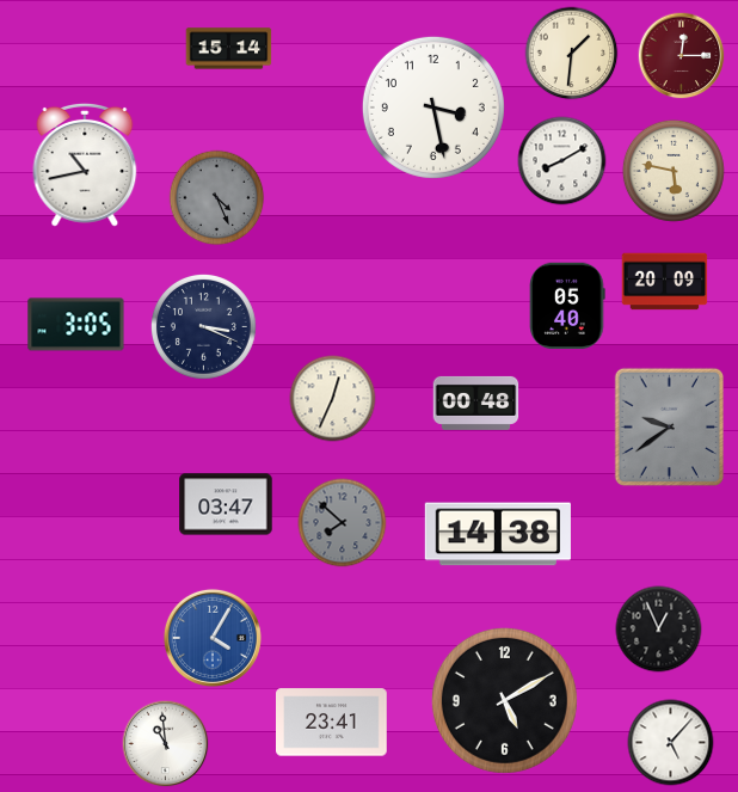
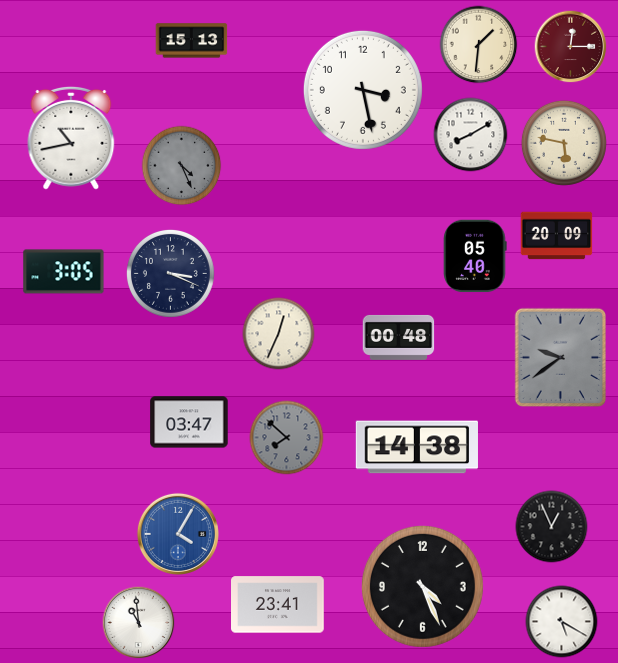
clock at (229, 49): 15:14 -> 15:13
clock at (504, 700): 5:10 -> 4:26
clock at (671, 743): 5:07 -> 5:20
